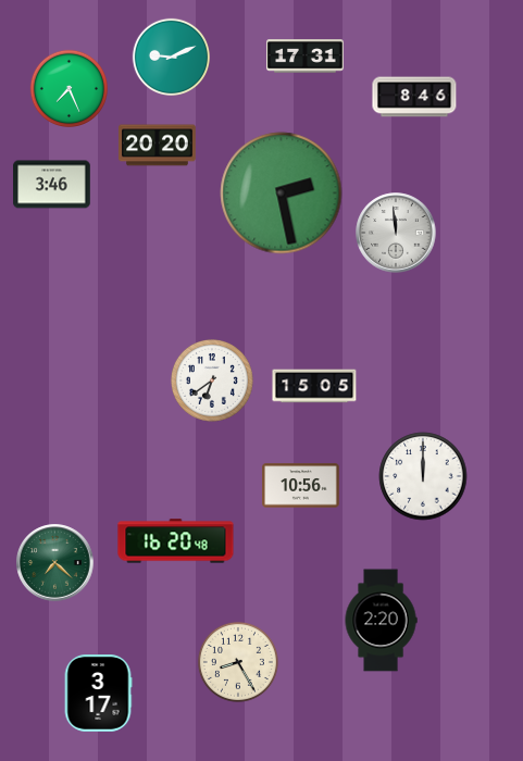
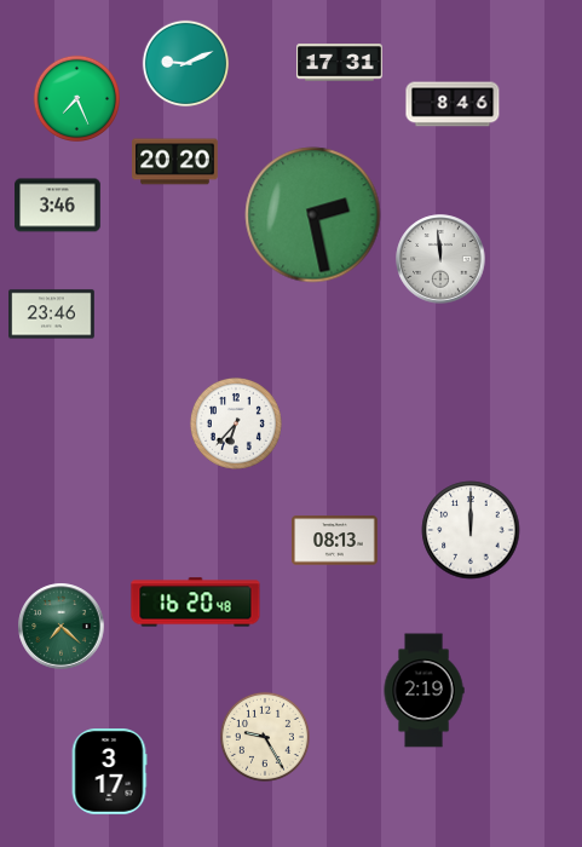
clock at (171, 57) position: (171, 57) -> (185, 63)
clock at (414, 97) position: (414, 97) -> (453, 104)
clock at (52, 315): none -> 23:46
clock at (212, 380): 6:39 -> 6:37
clock at (314, 386): 15:05 -> none
clock at (301, 486): 10:56 -> 08:13
clock at (381, 621): 2:20 -> 2:19
clock at (238, 662): 8:25 -> 9:25
